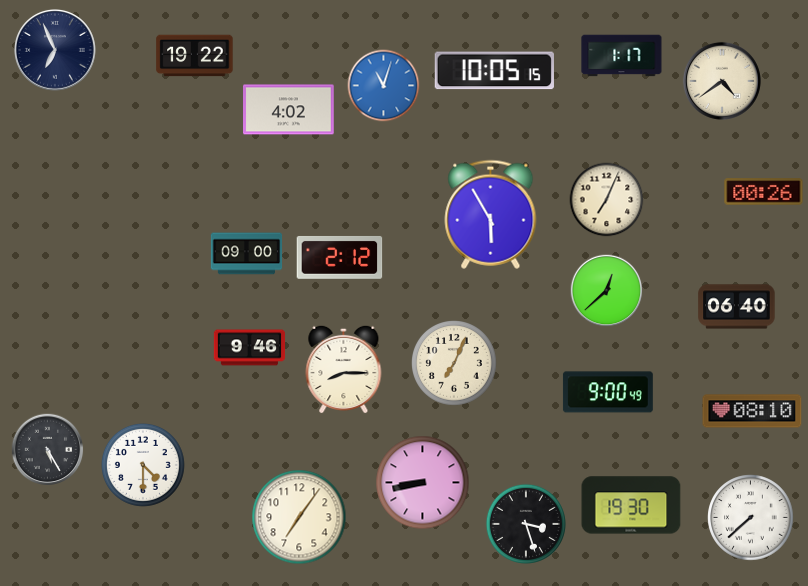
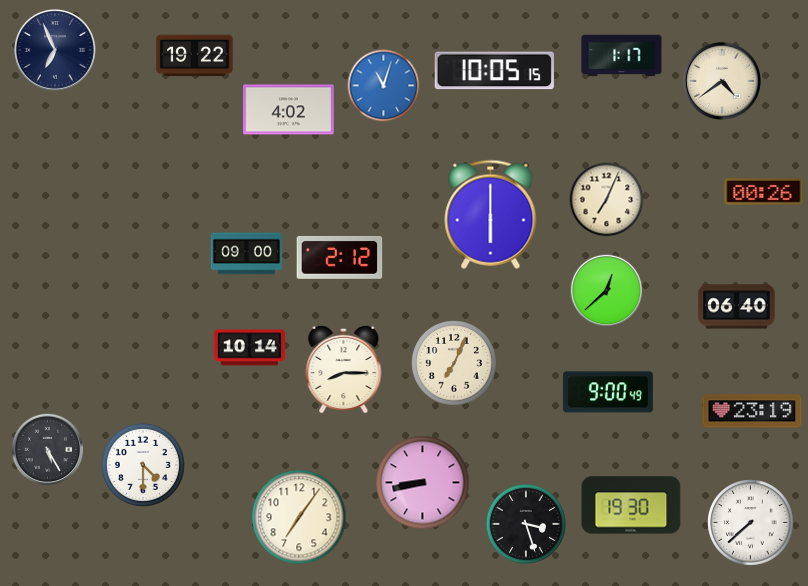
clock at (491, 214): 5:55 -> 6:00
clock at (250, 348): 9:46 -> 10:14
clock at (752, 411): 08:10 -> 23:19
clock at (751, 518) position: (751, 518) -> (751, 523)
